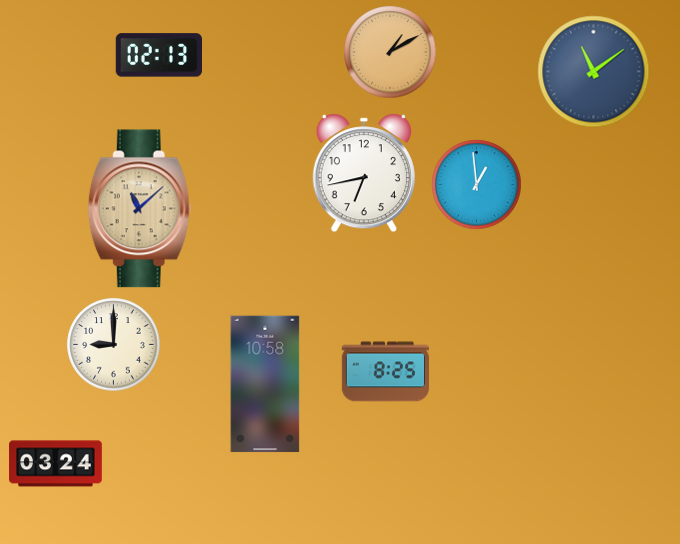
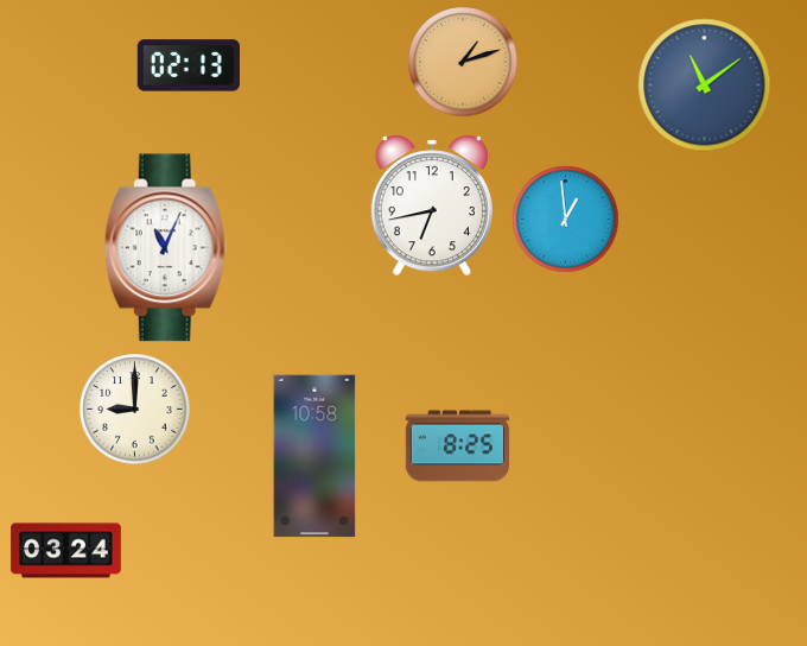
clock at (390, 52): 1:10 -> 1:12
clock at (139, 209): 11:08 -> 11:04
clock at (139, 209) dial: champagne -> white
clock at (385, 372) position: (385, 372) -> (457, 446)
